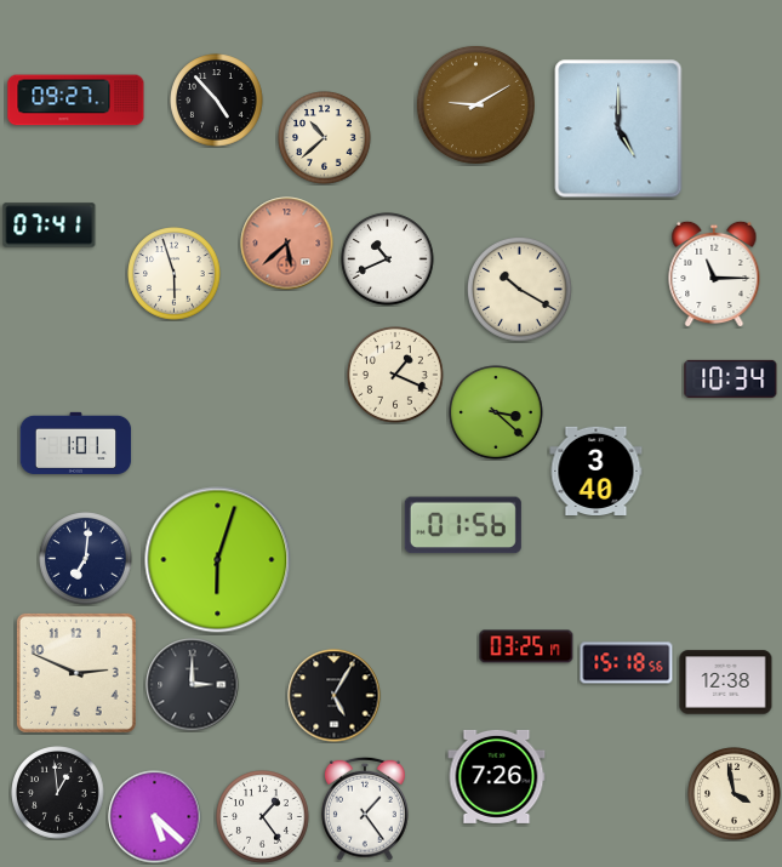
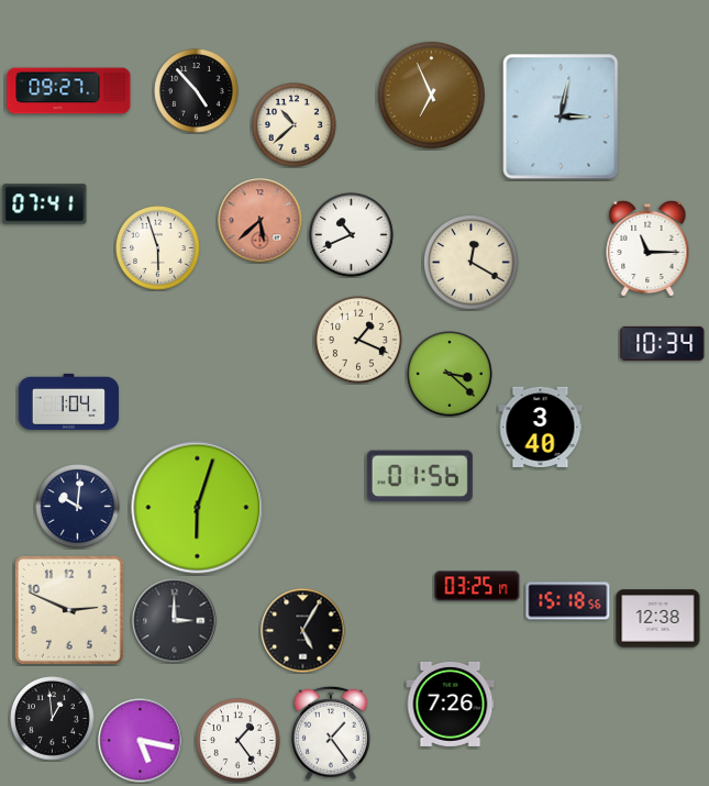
clock at (475, 104): 9:10 -> 6:56
clock at (618, 129): 5:00 -> 3:02
clock at (519, 289): 10:20 -> 12:20
clock at (76, 443): 1:01 -> 1:04
clock at (86, 559): 7:01 -> 10:01
clock at (735, 794): 3:58 -> none
clock at (155, 817): 5:22 -> 5:17
